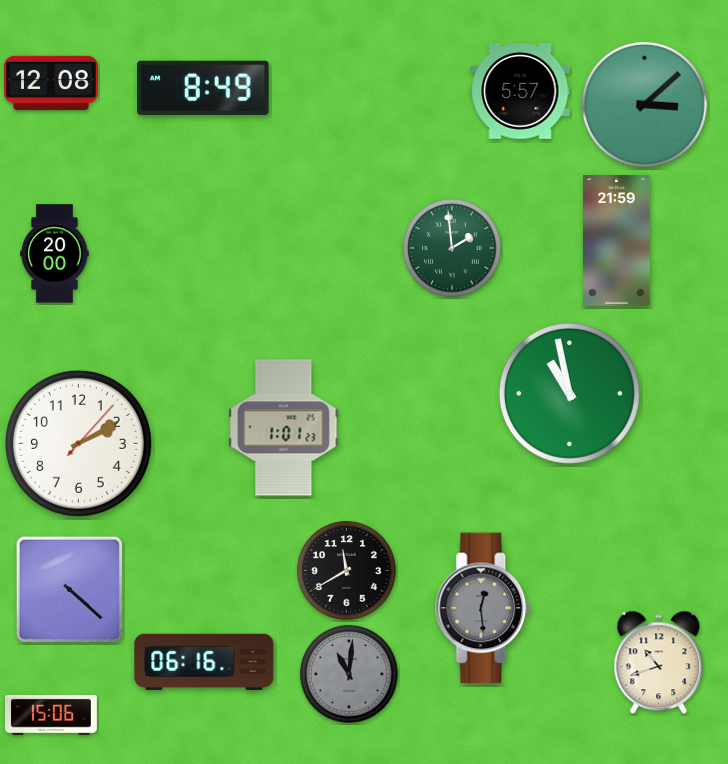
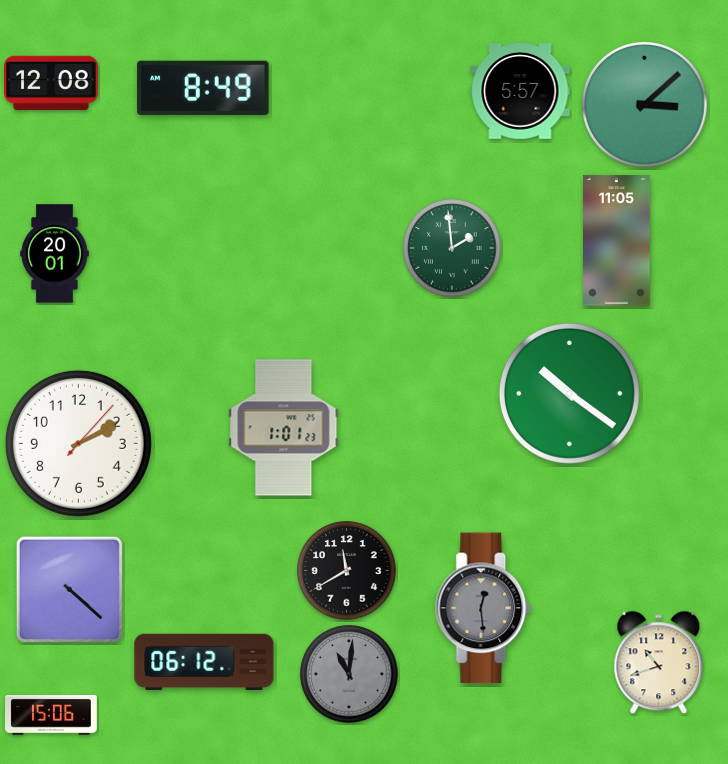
clock at (617, 241): 21:59 -> 11:05
clock at (55, 254): 20:00 -> 20:01
clock at (569, 393): 10:58 -> 10:21
clock at (204, 661): 06:16 -> 06:12
